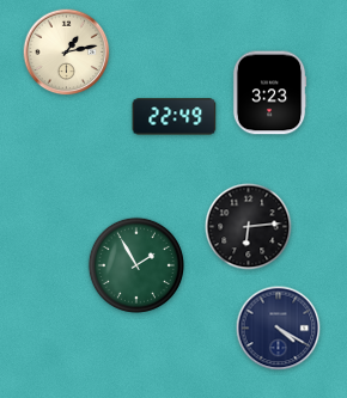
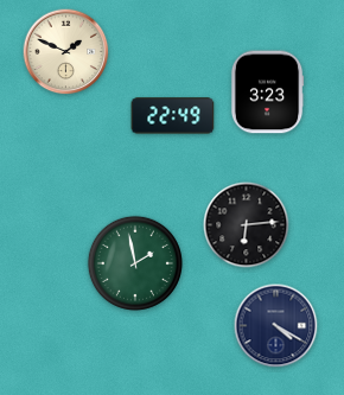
clock at (67, 53): 1:13 -> 1:49
clock at (136, 265): 1:55 -> 1:58
